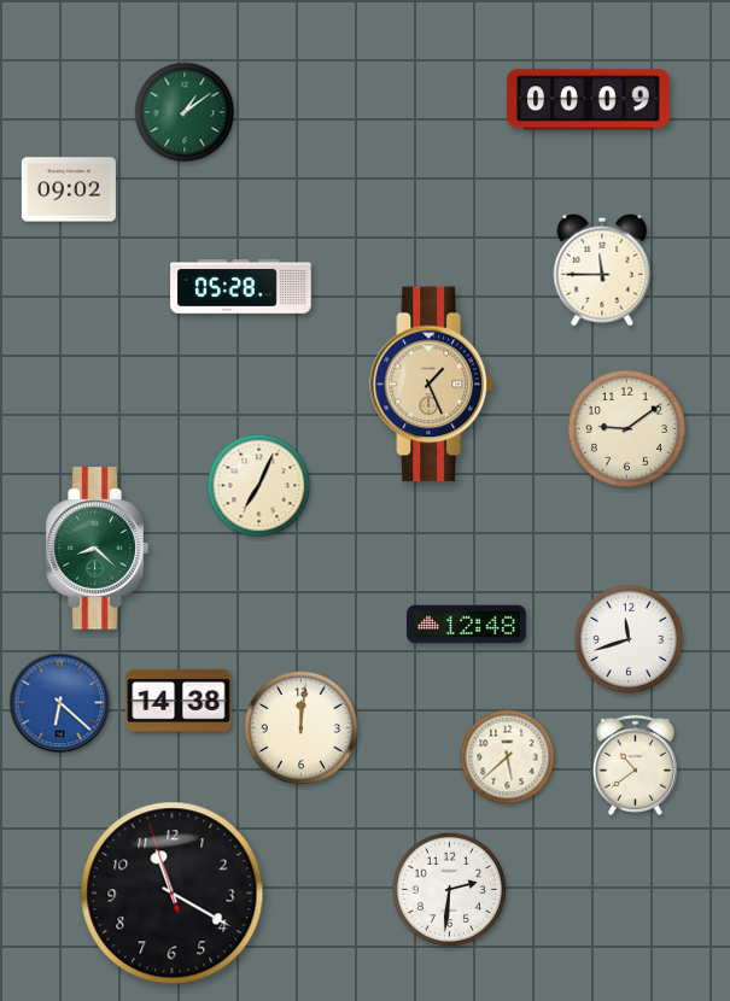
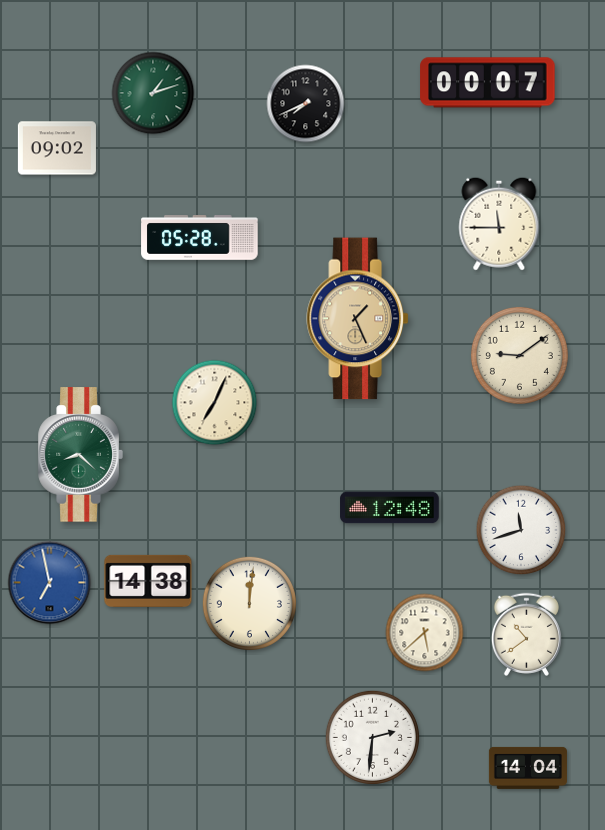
clock at (589, 100): 00:09 -> 00:07
clock at (185, 112): 1:09 -> 1:12
clock at (306, 104): none -> 7:41
clock at (69, 189) position: (69, 189) -> (57, 148)
clock at (467, 625) position: (467, 625) -> (390, 508)
clock at (60, 703): 6:22 -> 6:58
clock at (508, 757) position: (508, 757) -> (425, 633)
clock at (173, 894): 11:19 -> none
clock at (528, 768): none -> 14:04
